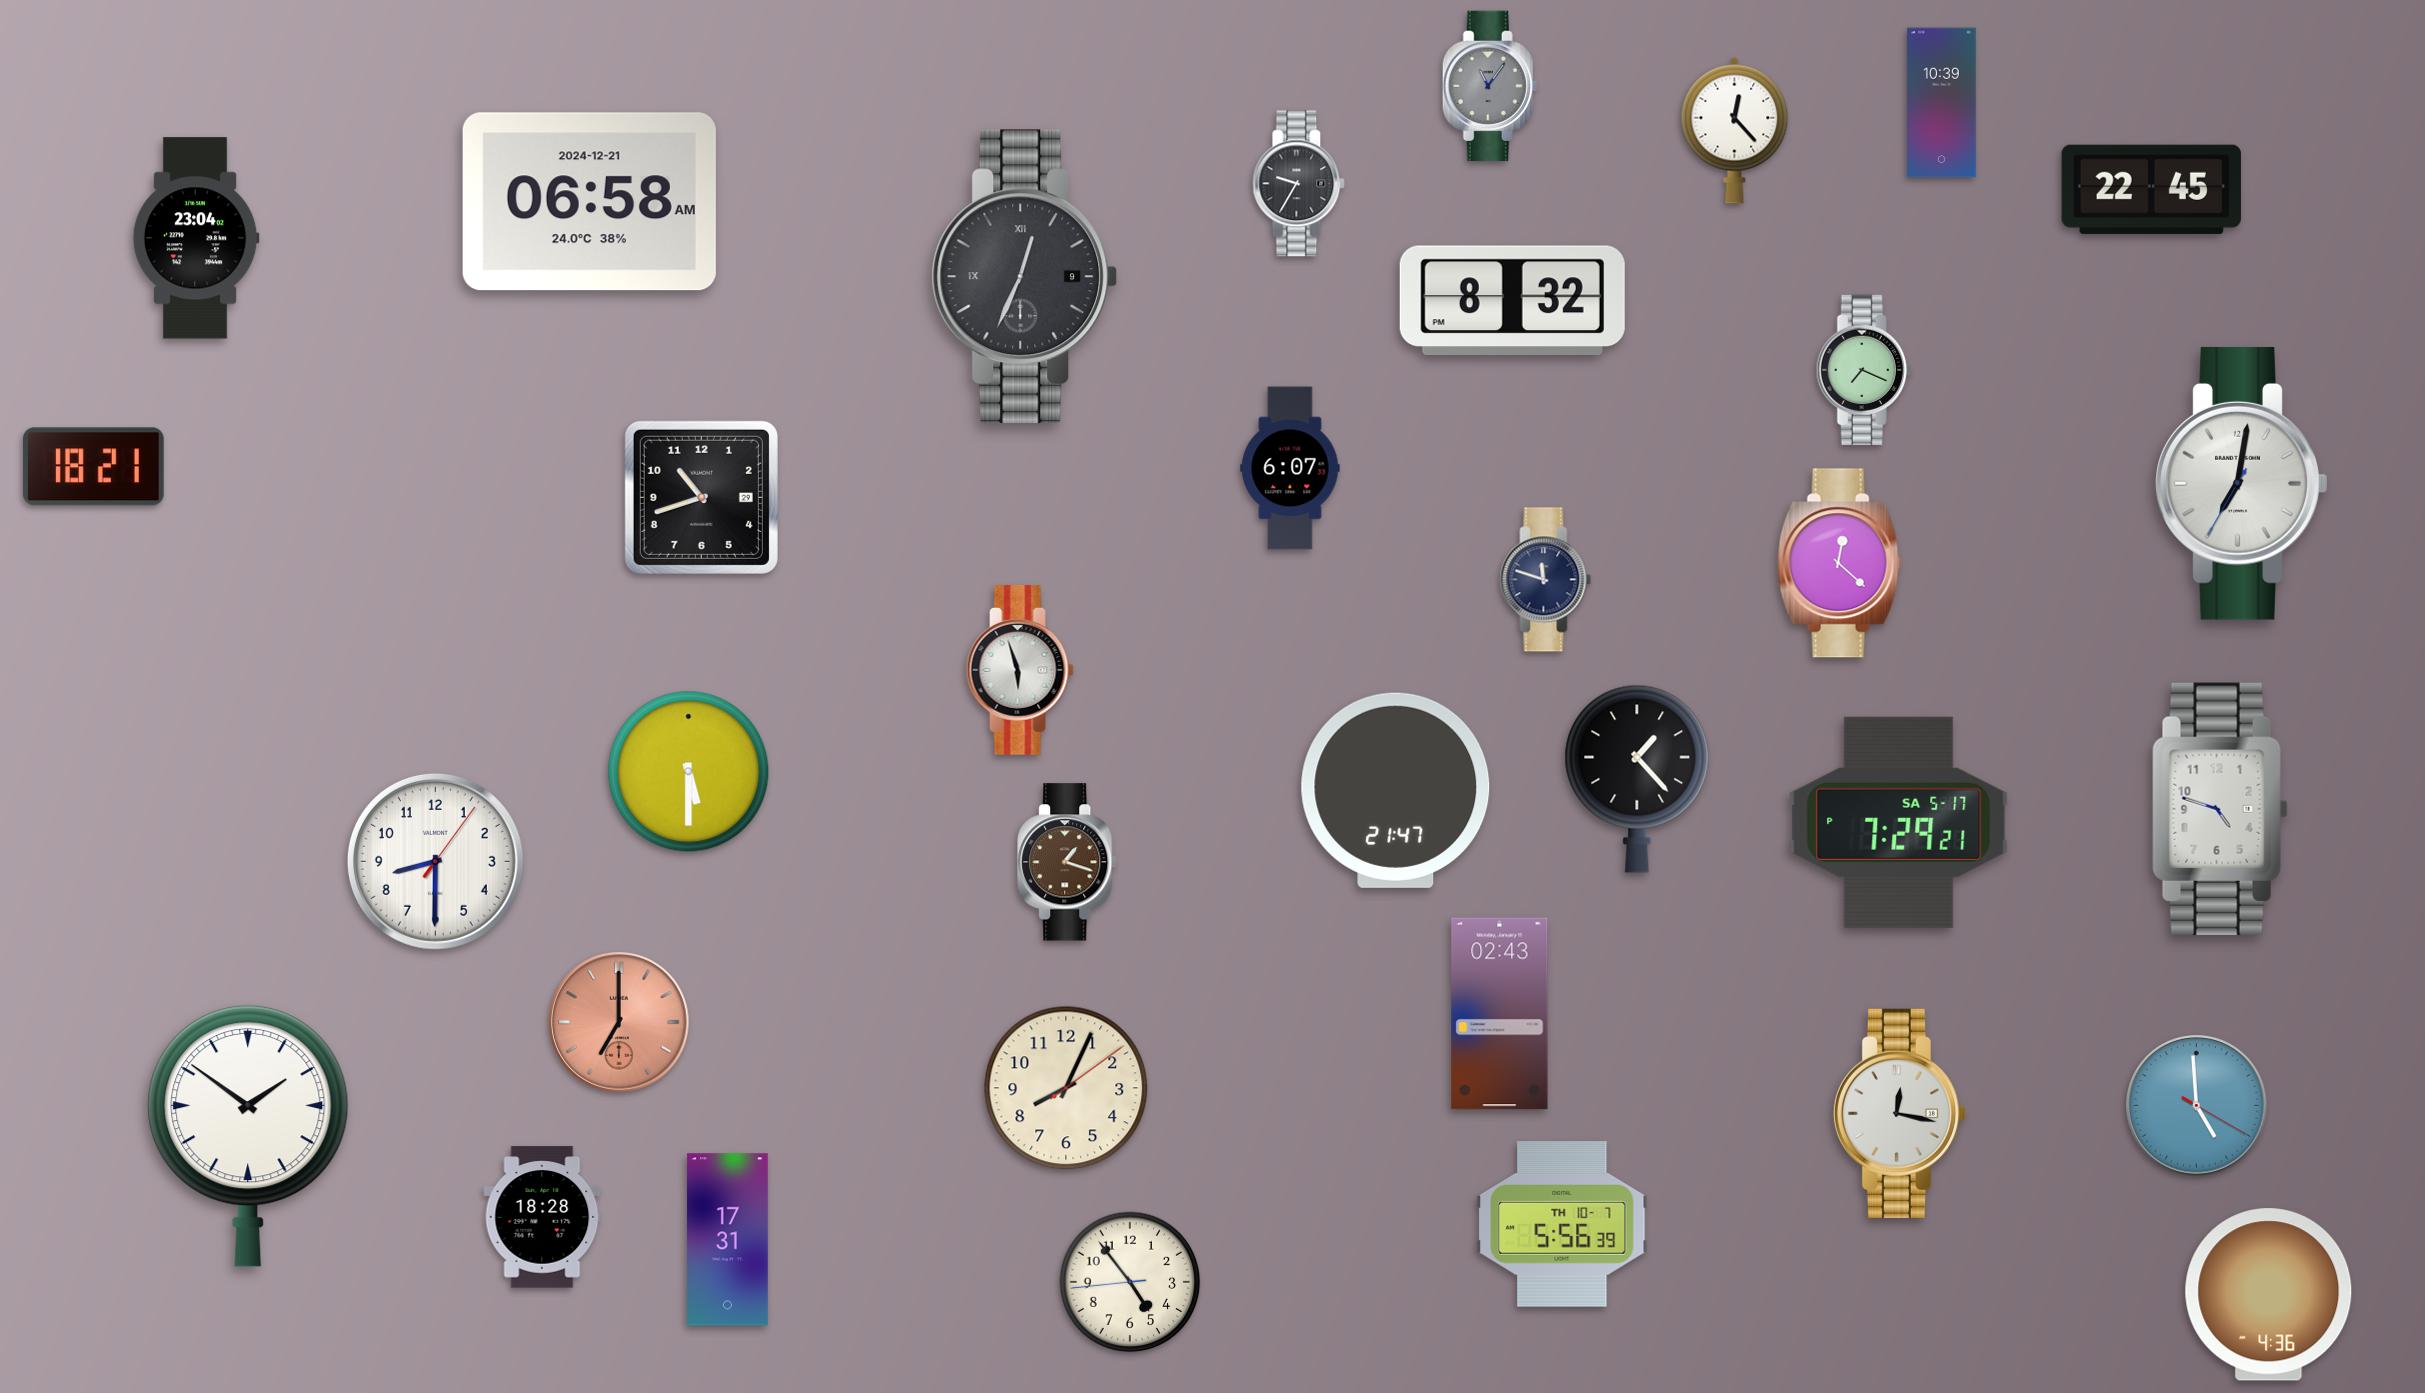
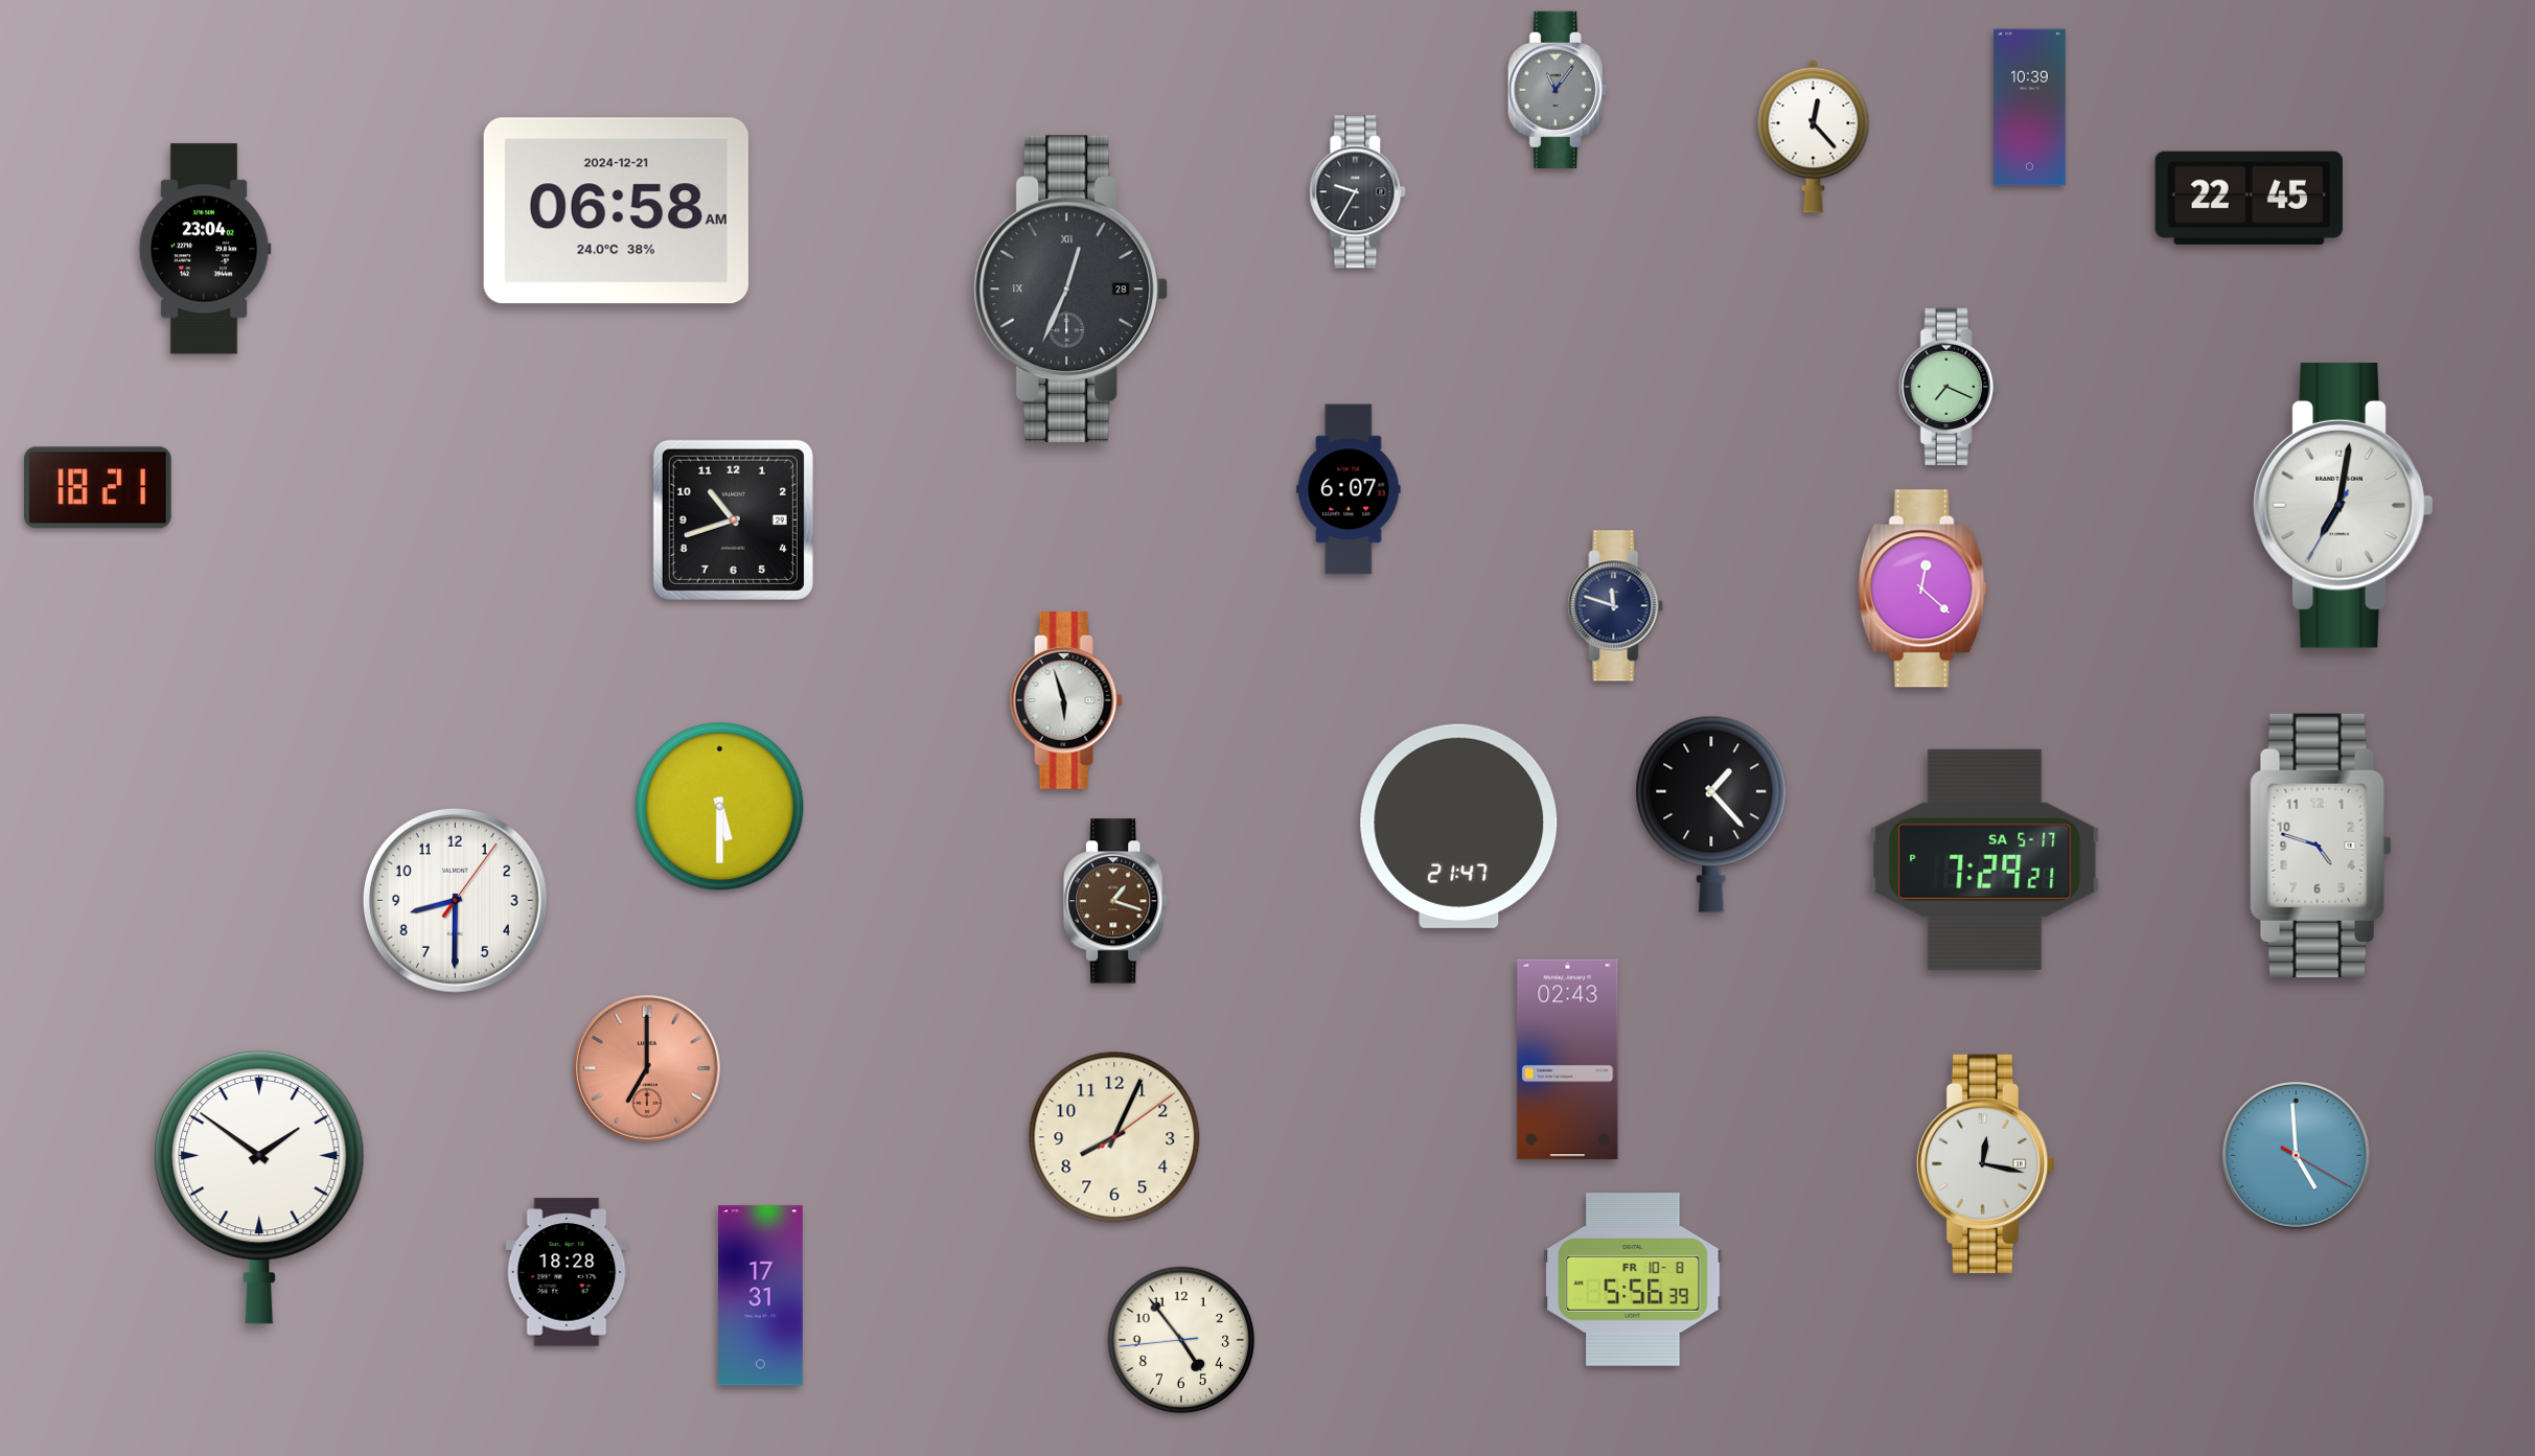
clock at (1025, 277) date: 9 -> 28
clock at (1512, 300): 8:32 -> none
clock at (1562, 1224) date: TH 10-7 -> FR 10-8
clock at (2269, 1295): 4:36 -> none
